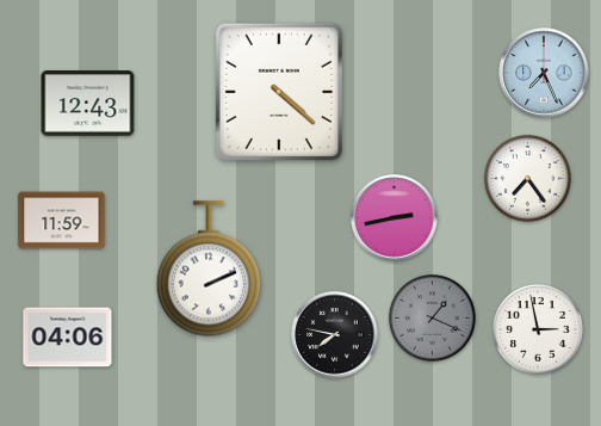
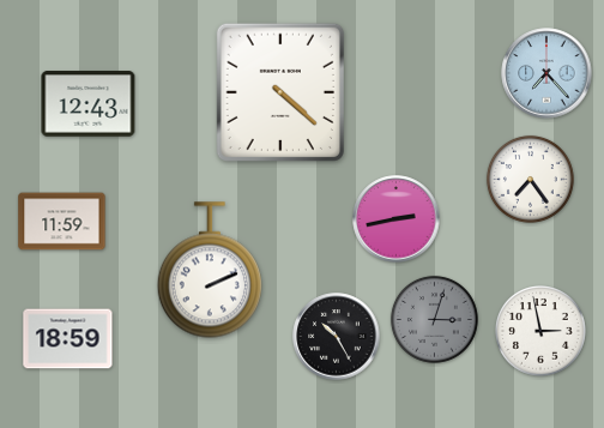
clock at (544, 73): 7:26 -> 7:23
clock at (432, 317): 1:19 -> 3:03
clock at (335, 335): 7:47 -> 10:25
clock at (68, 338): 04:06 -> 18:59
